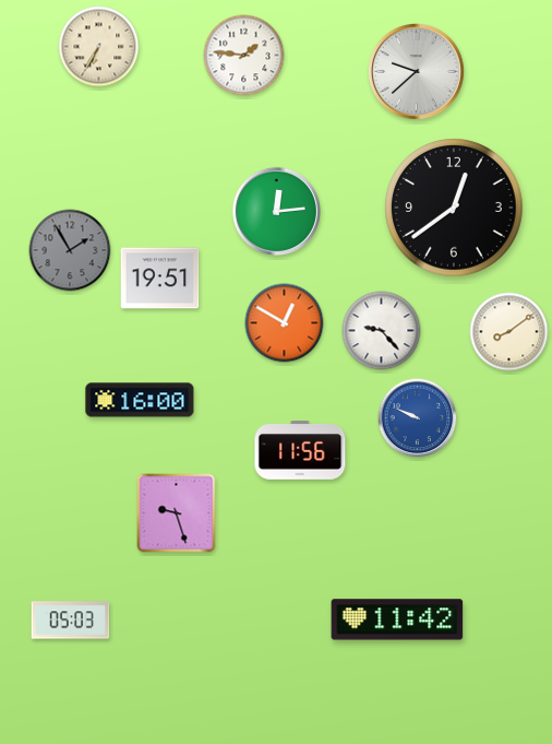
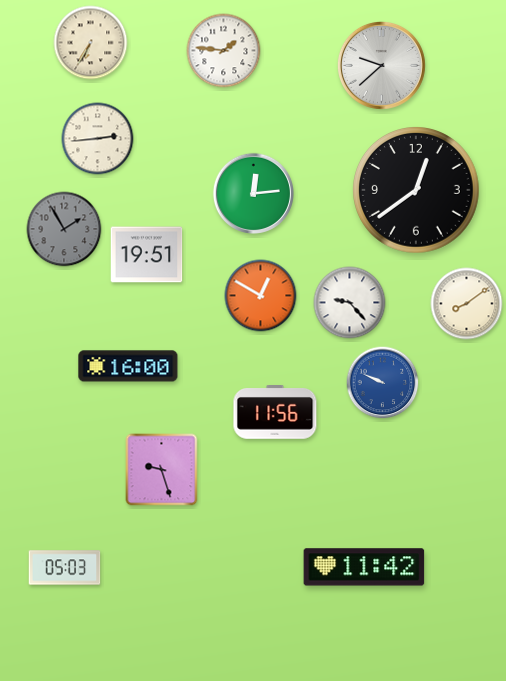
clock at (98, 139): none -> 2:44
